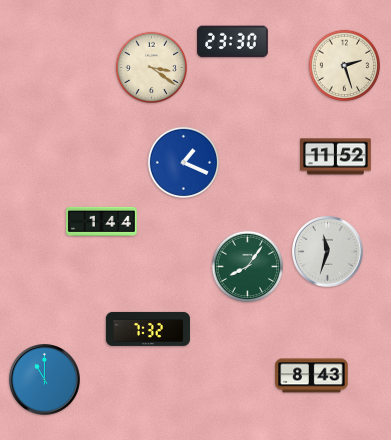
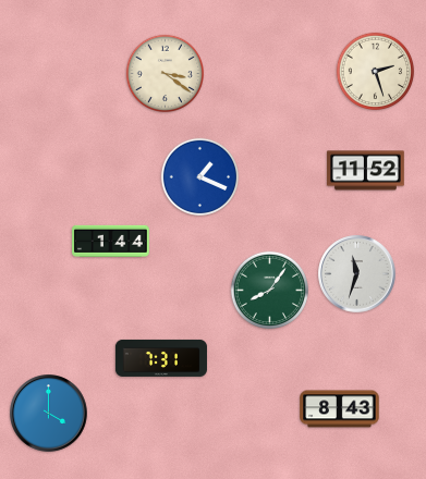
clock at (233, 42): 23:30 -> none
clock at (148, 329): 7:32 -> 7:31
clock at (45, 380): 11:00 -> 4:00
